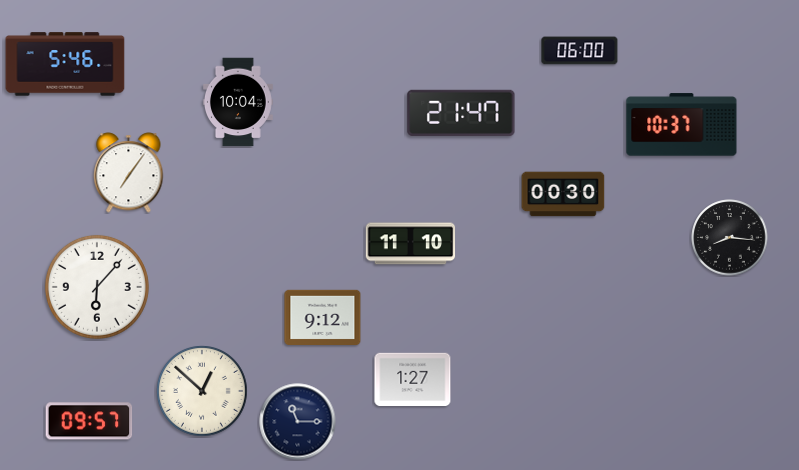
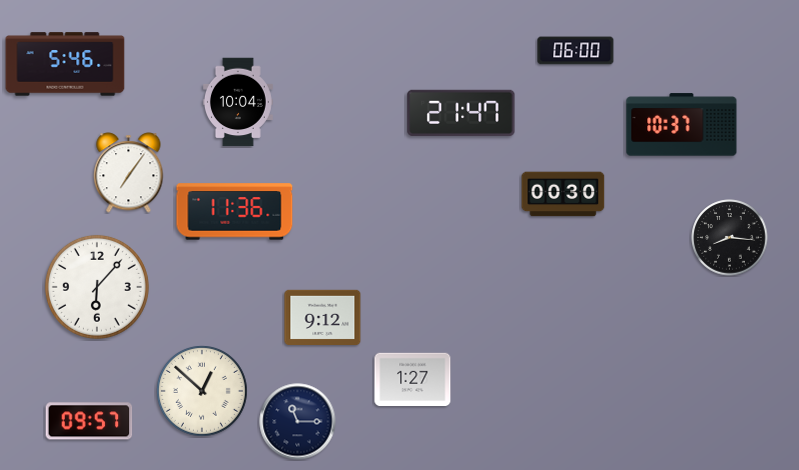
clock at (580, 51) position: (580, 51) -> (576, 51)
clock at (235, 212): none -> 11:36
clock at (411, 244): 11:10 -> none
